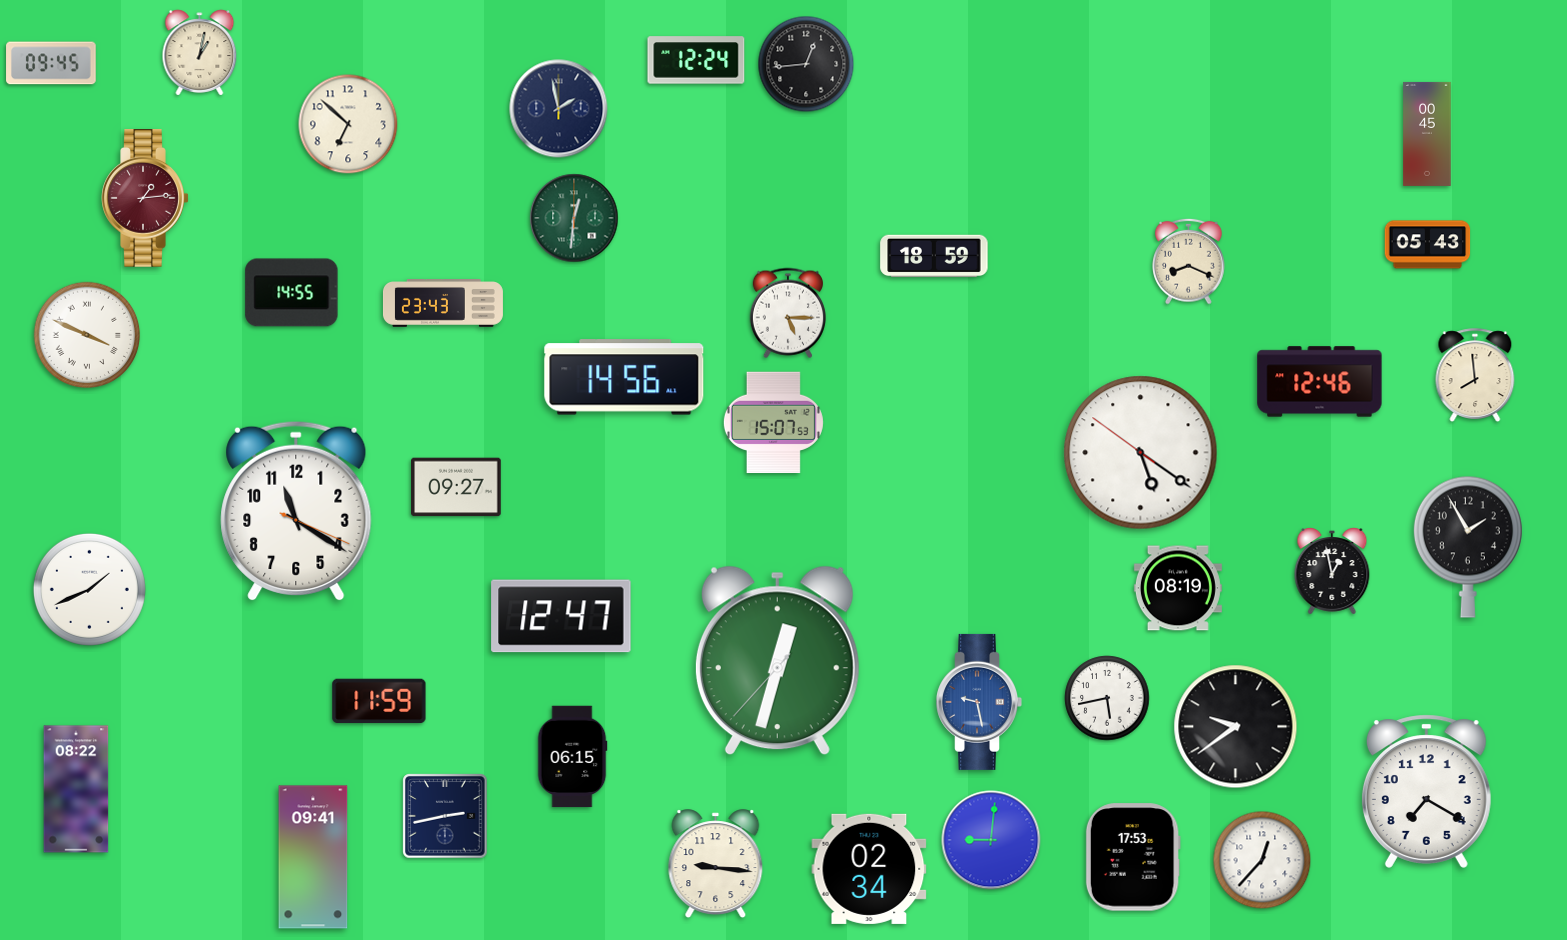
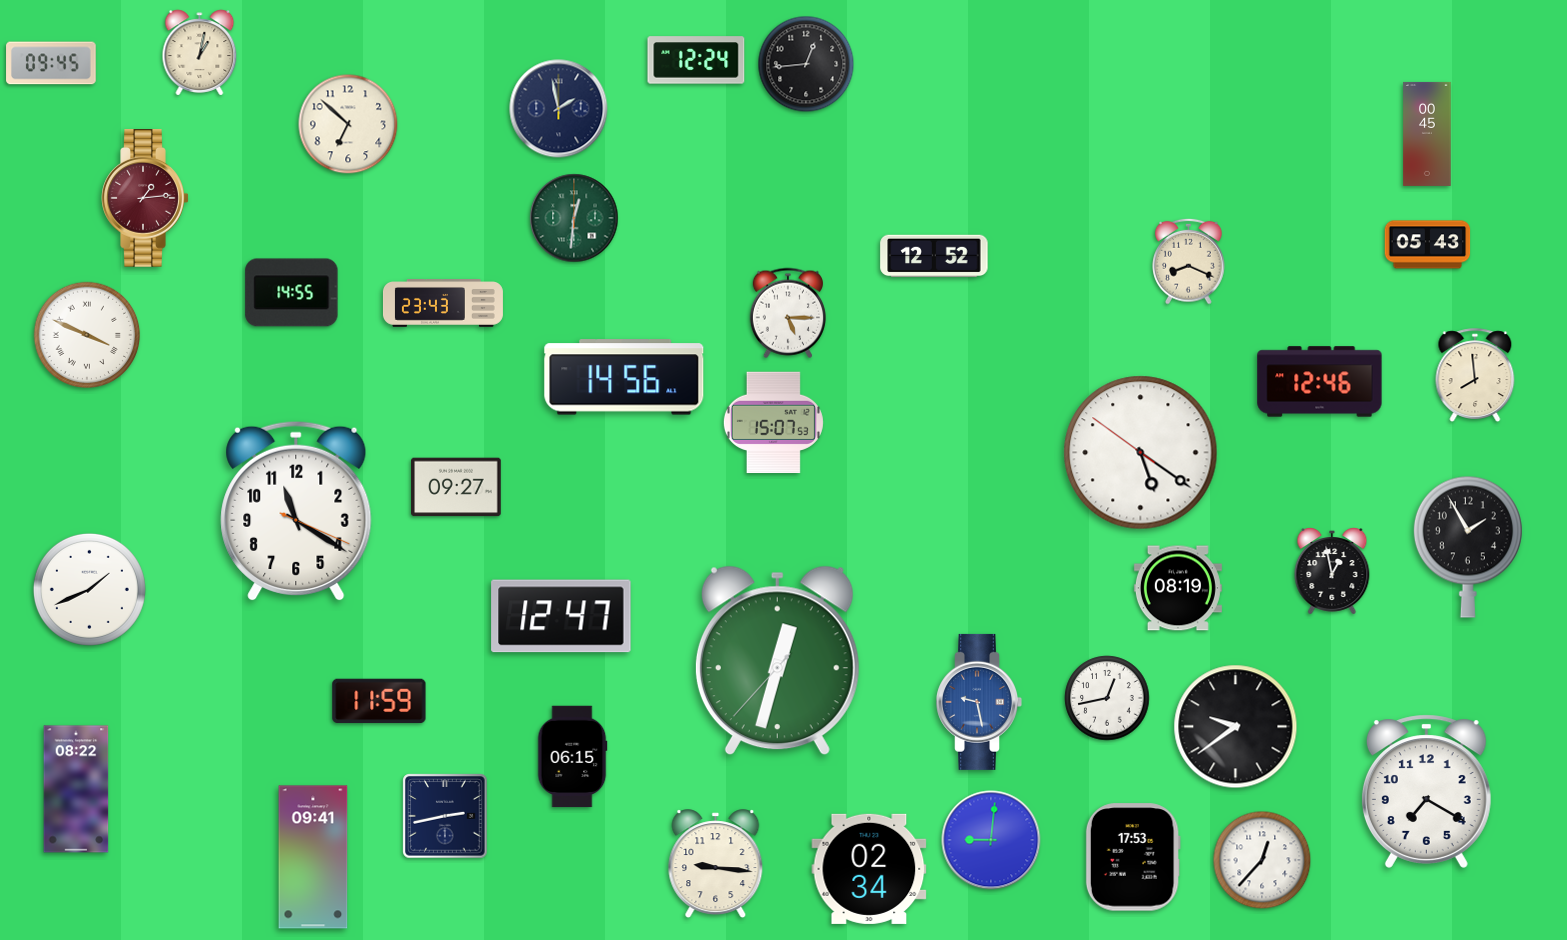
clock at (934, 256): 18:59 -> 12:52
clock at (1107, 698): 5:43 -> 12:43
